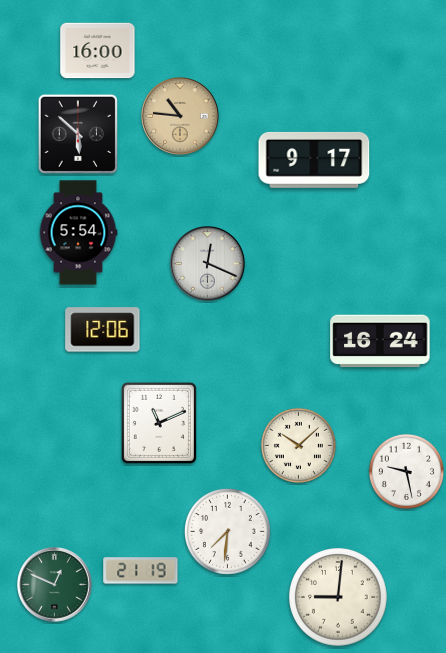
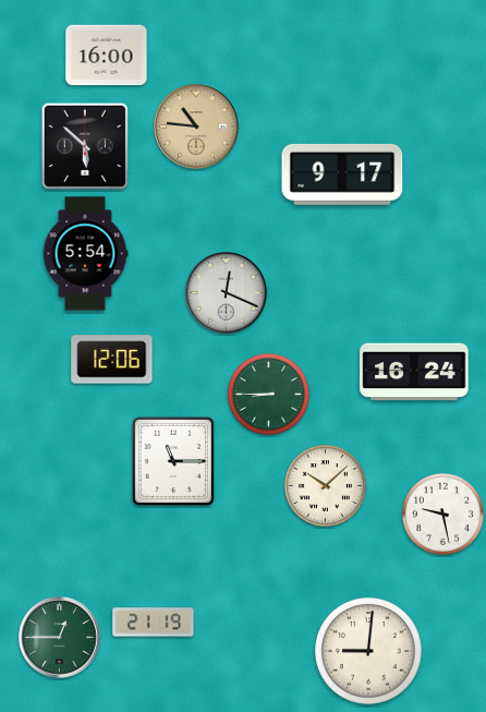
clock at (208, 264) position: (208, 264) -> (227, 293)
clock at (268, 394): none -> 8:45
clock at (159, 423): 11:11 -> 11:15
clock at (227, 531): 7:31 -> none
clock at (55, 585): 12:49 -> 12:45
